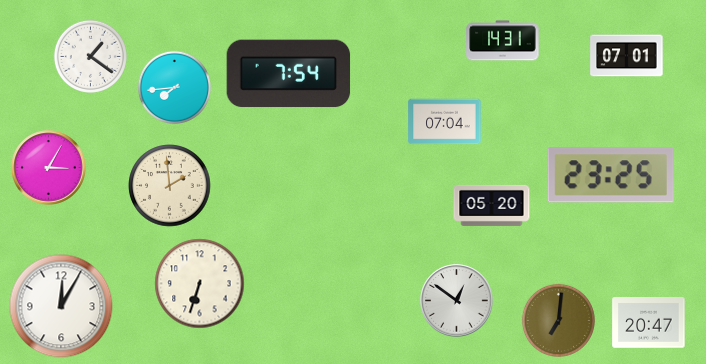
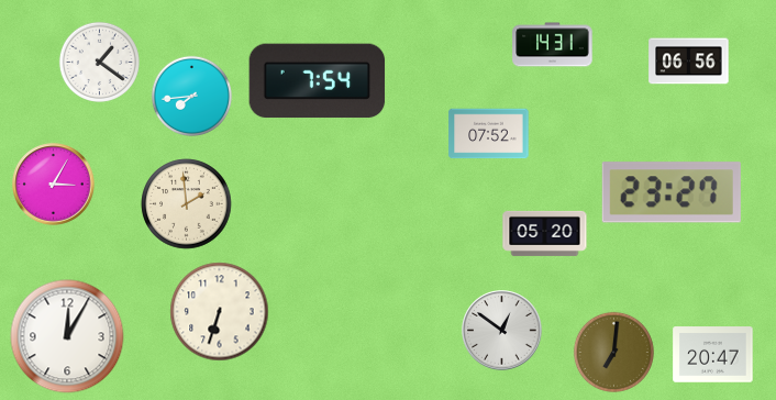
clock at (627, 56): 07:01 -> 06:56
clock at (445, 122): 07:04 -> 07:52
clock at (611, 175): 23:25 -> 23:27
clock at (492, 205) position: (492, 205) -> (545, 233)
